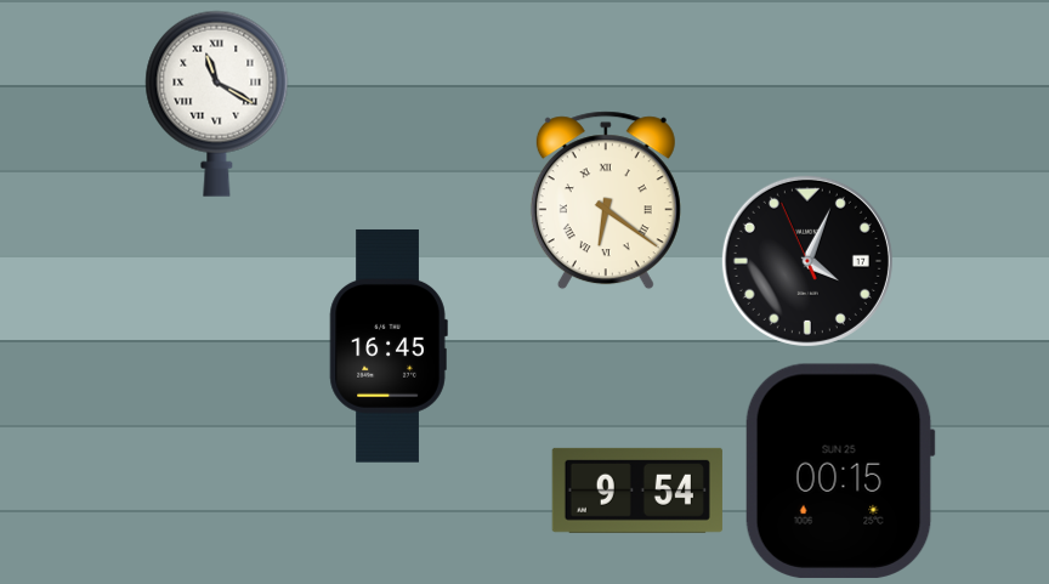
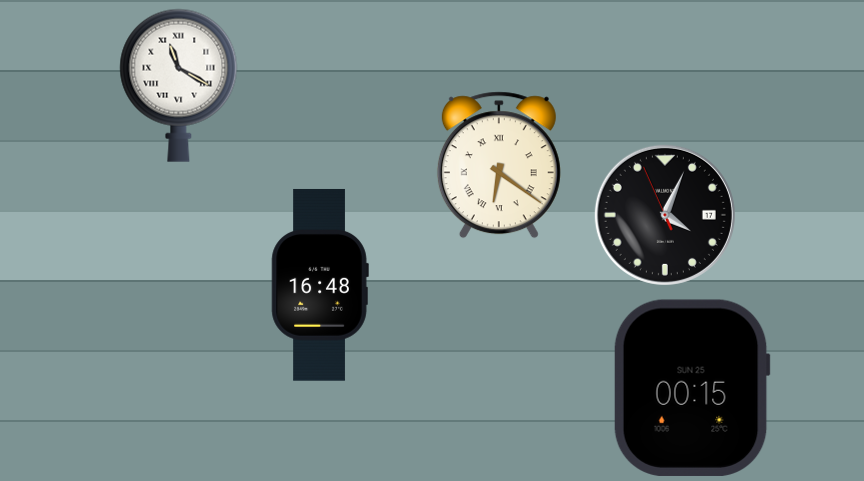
clock at (389, 346): 16:45 -> 16:48
clock at (637, 491): 9:54 -> none
